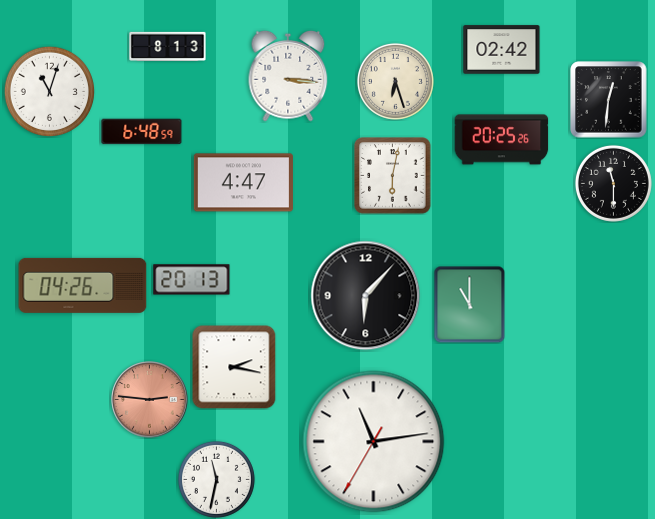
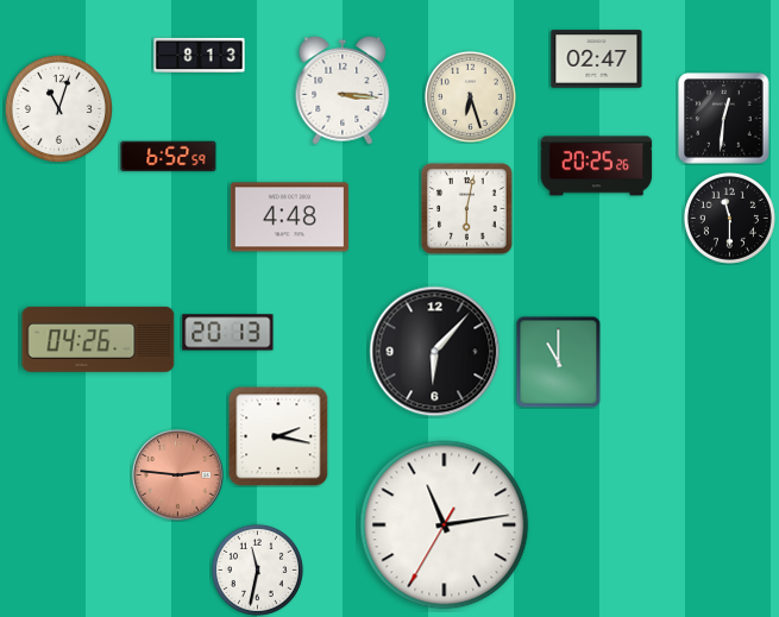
clock at (502, 50): 02:42 -> 02:47
clock at (142, 132): 6:48 -> 6:52
clock at (243, 183): 4:47 -> 4:48
